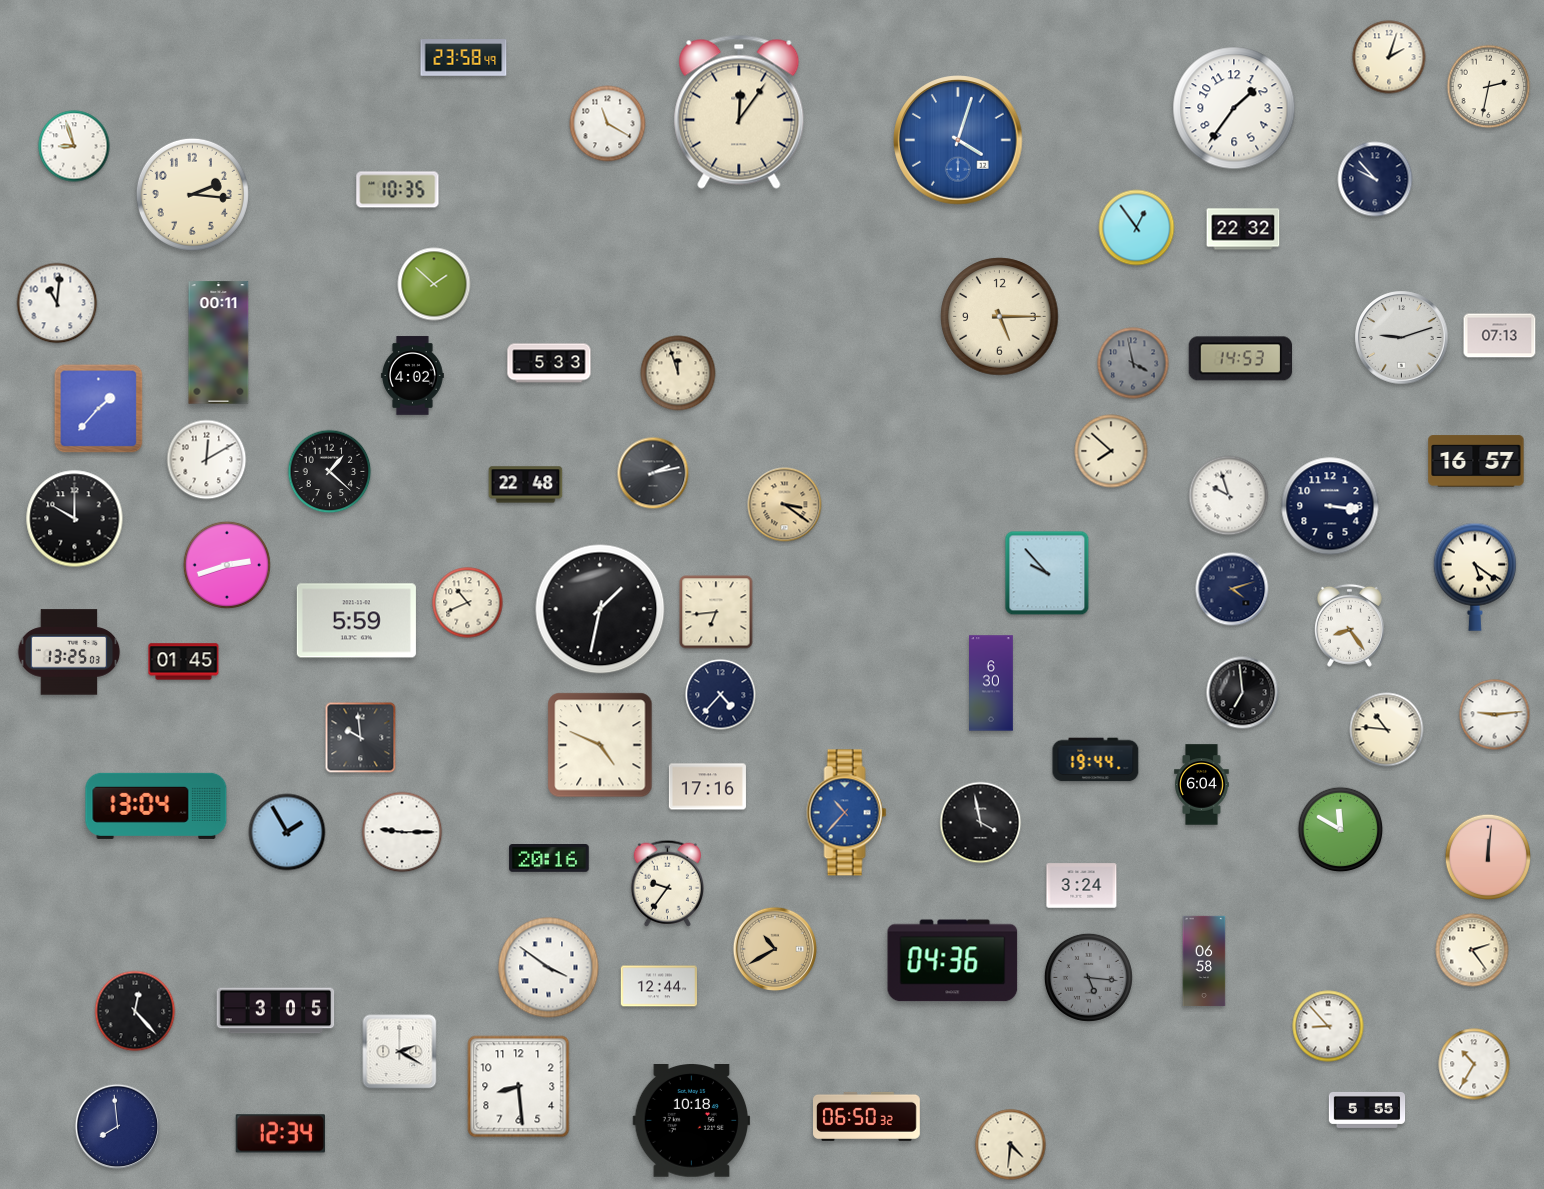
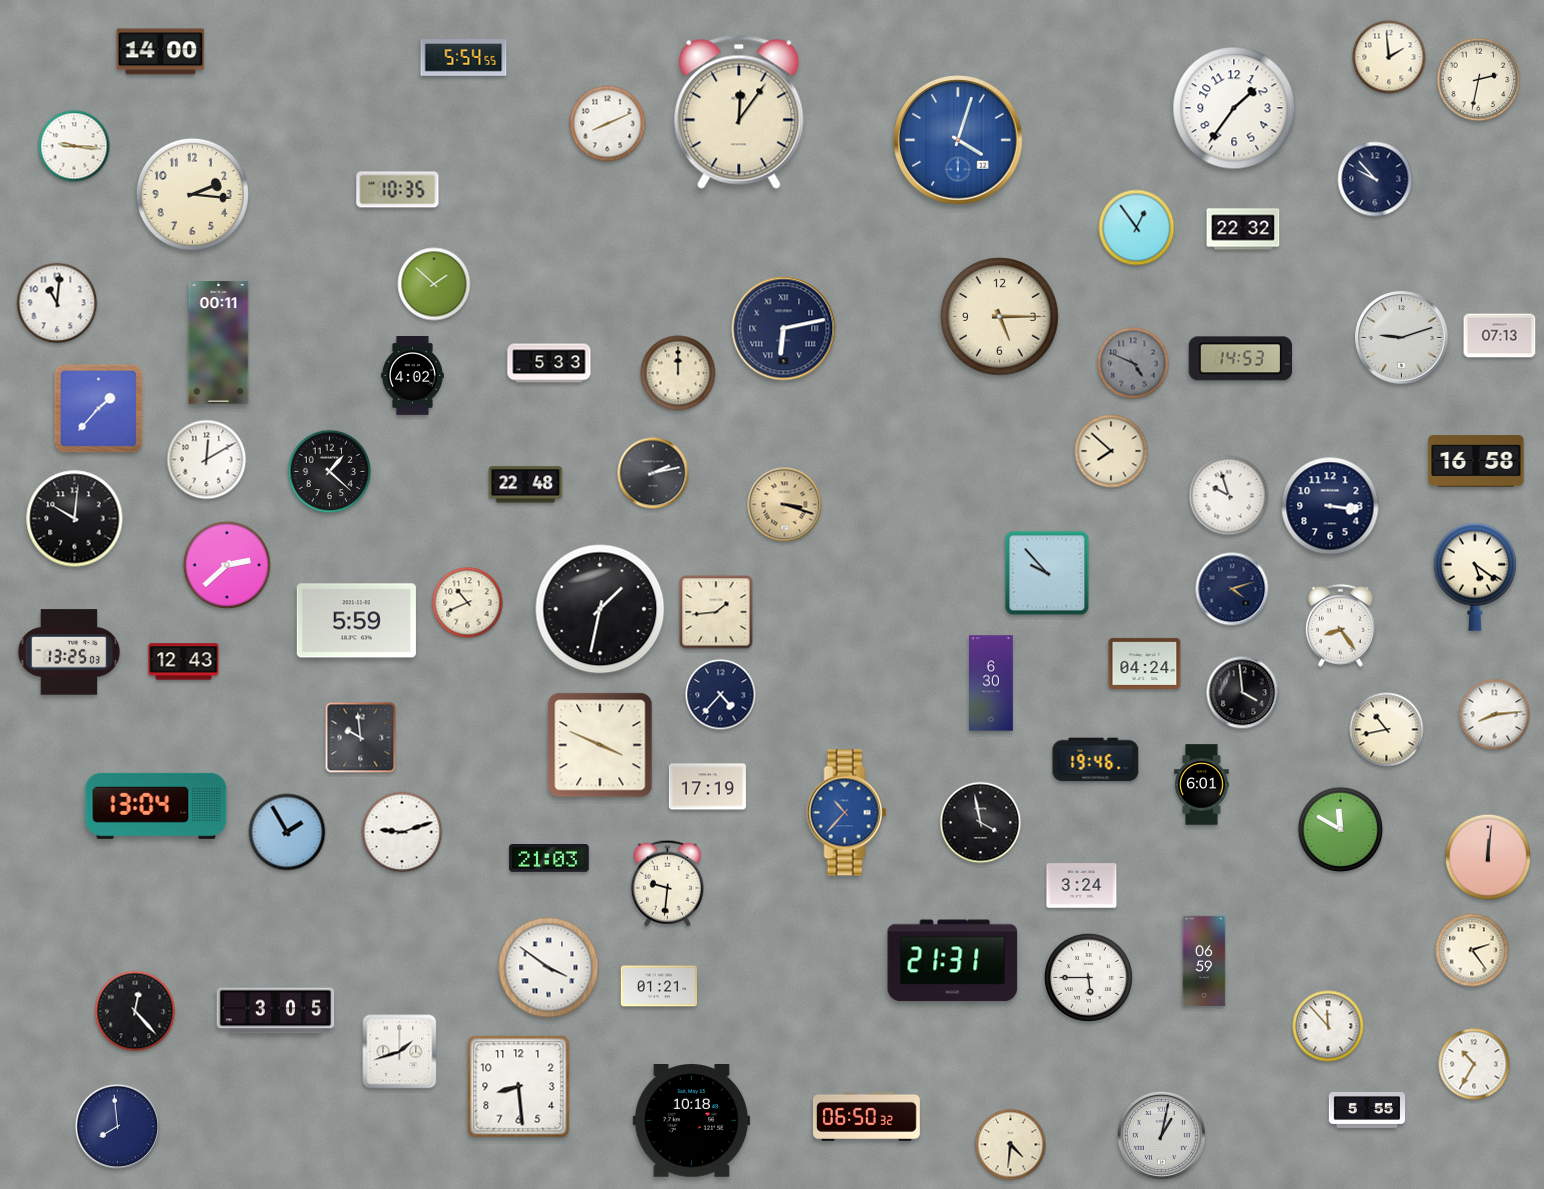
clock at (161, 52): none -> 14:00
clock at (1389, 57): 2:03 -> 1:59
clock at (464, 58): 23:58 -> 5:54
clock at (1489, 87) position: (1489, 87) -> (1479, 80)
clock at (608, 124): 11:20 -> 8:11
clock at (74, 146): 8:57 -> 9:16
clock at (784, 329): none -> 6:13
clock at (1133, 363): 3:58 -> 4:49
clock at (678, 373): 11:57 -> 12:00
clock at (1476, 461): 16:57 -> 16:58
clock at (785, 505): 3:21 -> 3:18
clock at (75, 519): 10:00 -> 10:01
clock at (227, 565): 2:42 -> 2:38
clock at (716, 612): 6:44 -> 1:44
clock at (1349, 625) position: (1349, 625) -> (1340, 625)
clock at (184, 662): 01:45 -> 12:43
clock at (1145, 663): none -> 04:24
clock at (1243, 693): 6:59 -> 3:59
clock at (1495, 715): 9:14 -> 8:14
clock at (1387, 730): 10:46 -> 10:43
clock at (600, 745): 4:49 -> 3:49
clock at (1096, 760): 19:44 -> 19:46
clock at (1202, 785): 6:04 -> 6:01
clock at (707, 787): 17:16 -> 17:19
clock at (402, 832): 9:15 -> 9:12
clock at (549, 858): 20:16 -> 21:03
clock at (667, 883): 9:36 -> 9:31
clock at (775, 949): 10:40 -> none
clock at (953, 961): 04:36 -> 21:31
clock at (1204, 961): 06:58 -> 06:59
clock at (1088, 977): 5:16 -> 5:45
clock at (1088, 977) dial: grey -> white
clock at (658, 986): 12:44 -> 01:21
clock at (1328, 1026): 8:53 -> 11:53
clock at (400, 1052): 2:20 -> 1:42
clock at (281, 1134): 12:34 -> none
clock at (1161, 1135): none -> 1:02
